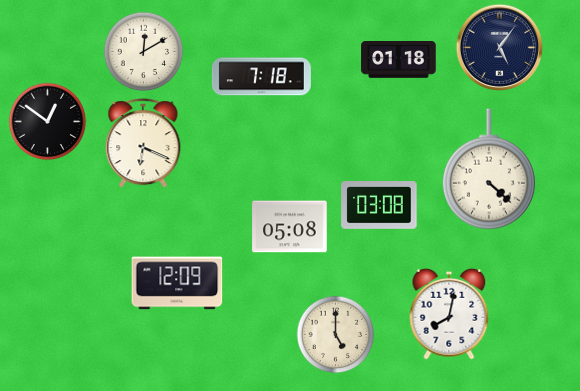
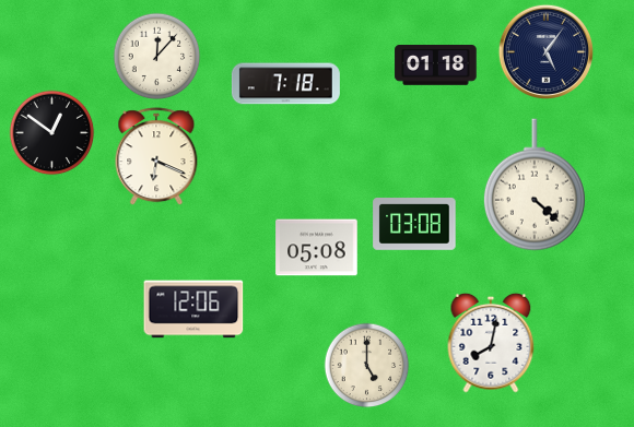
clock at (144, 52): 12:10 -> 12:07
clock at (177, 283): 12:09 -> 12:06
